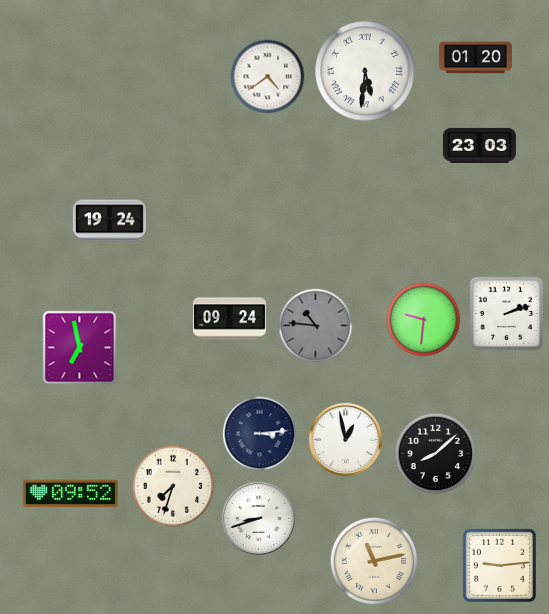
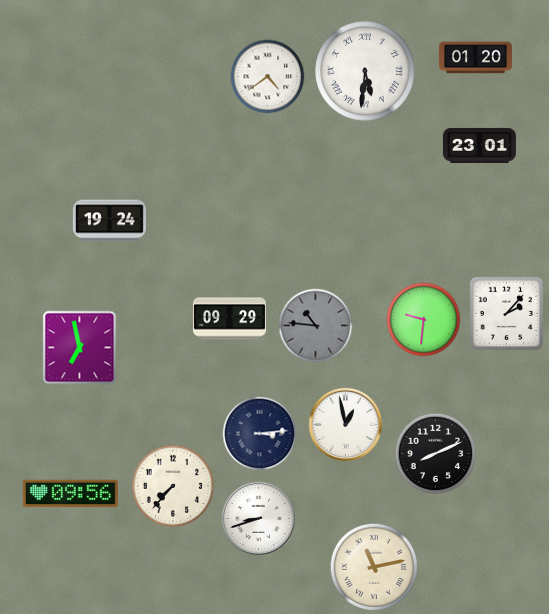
clock at (479, 145): 23:03 -> 23:01
clock at (507, 314): 2:12 -> 2:07
clock at (229, 319): 09:24 -> 09:29
clock at (345, 439) position: (345, 439) -> (345, 424)
clock at (436, 454): 8:08 -> 8:11
clock at (173, 486): 7:33 -> 7:37
clock at (70, 494): 09:52 -> 09:56
clock at (374, 561) position: (374, 561) -> (374, 567)
clock at (500, 566): 9:14 -> none
